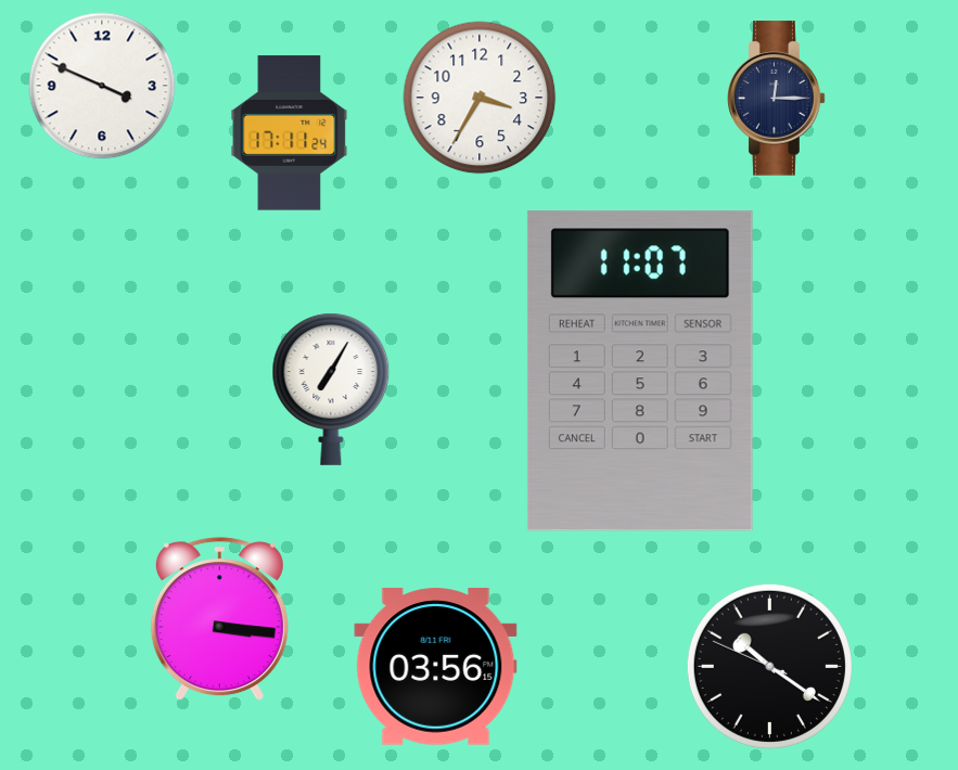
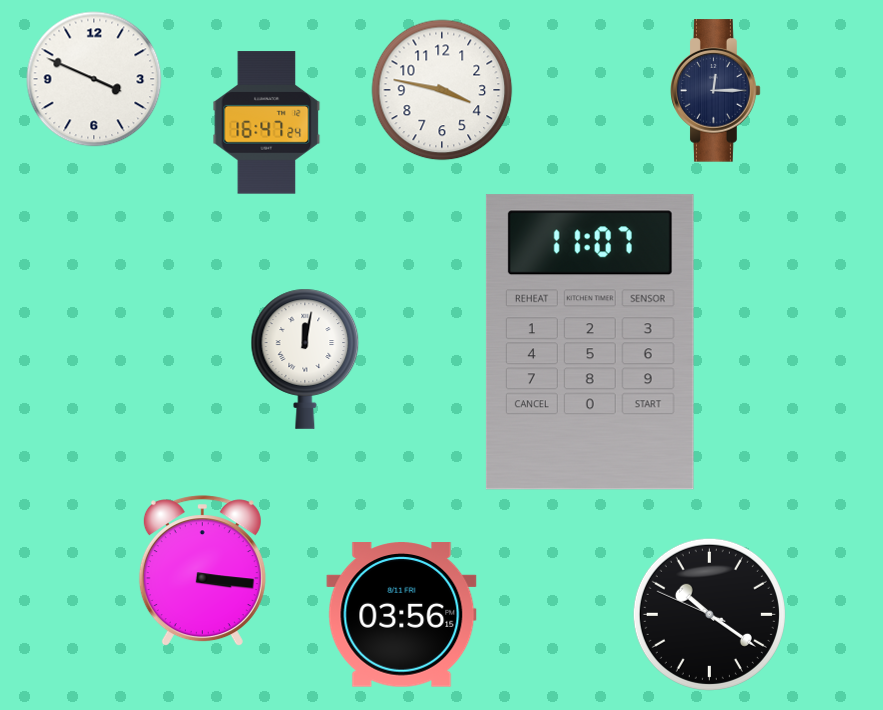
clock at (480, 98): 3:35 -> 3:47
clock at (290, 133): 17:11 -> 16:47
clock at (331, 389): 7:05 -> 12:02
